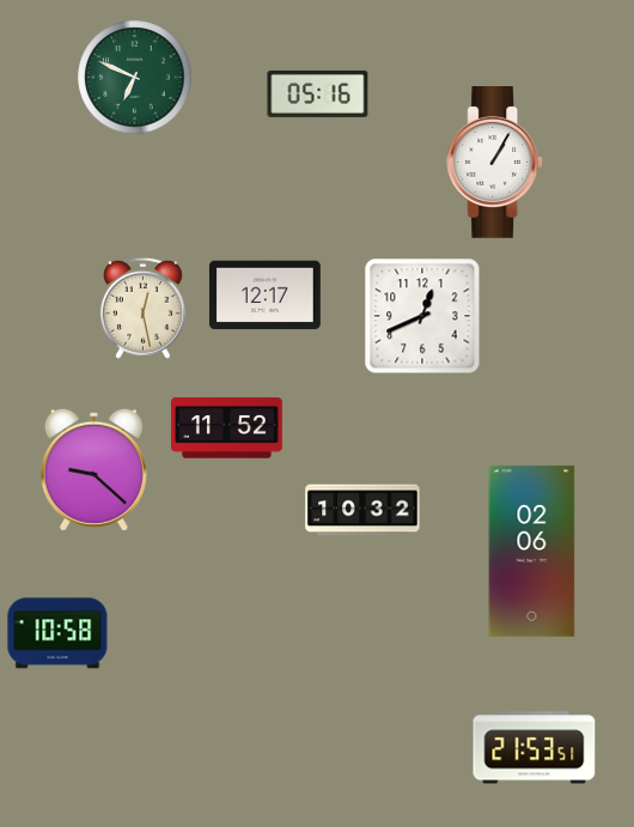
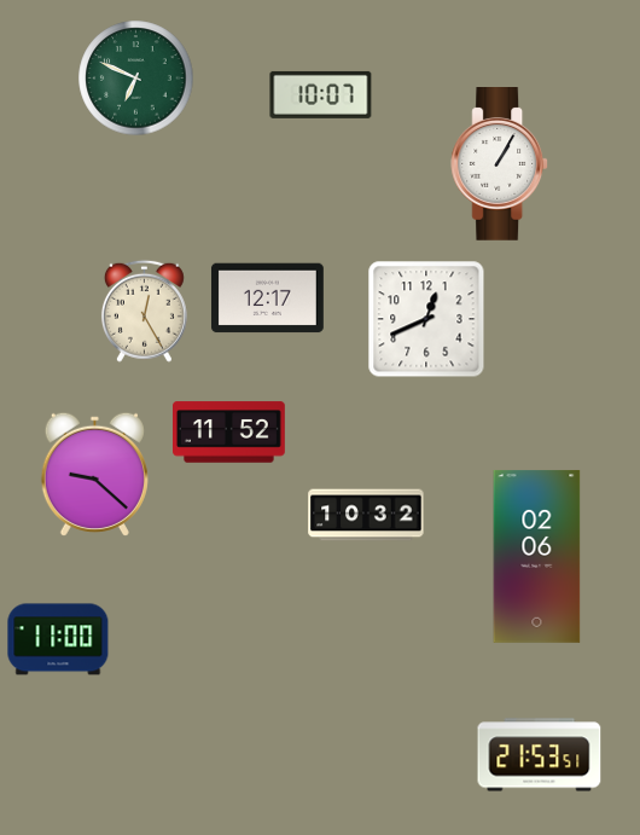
clock at (318, 93): 05:16 -> 10:07
clock at (142, 308): 12:28 -> 12:25
clock at (57, 633): 10:58 -> 11:00
